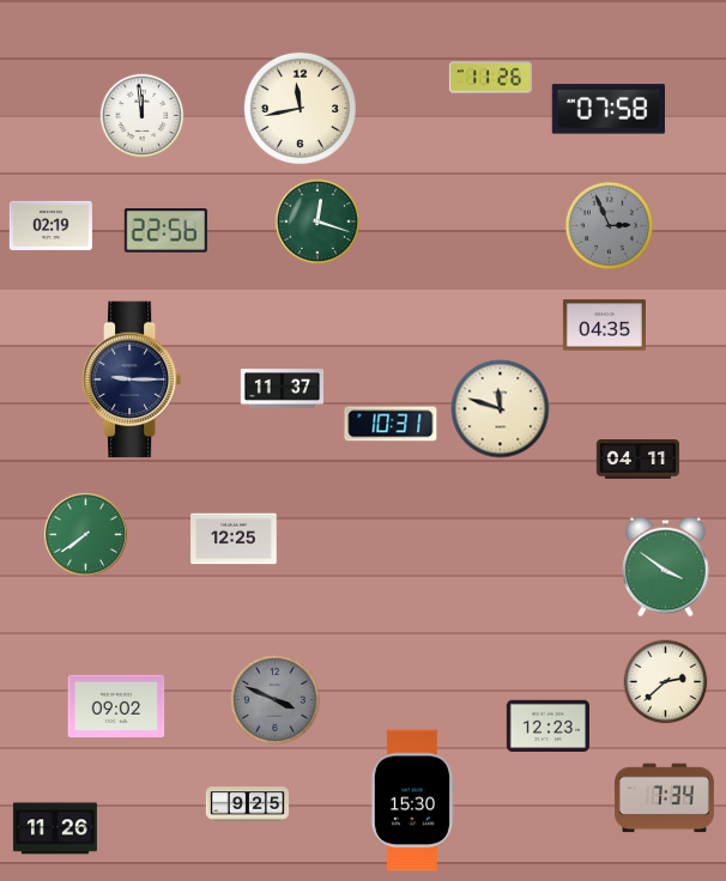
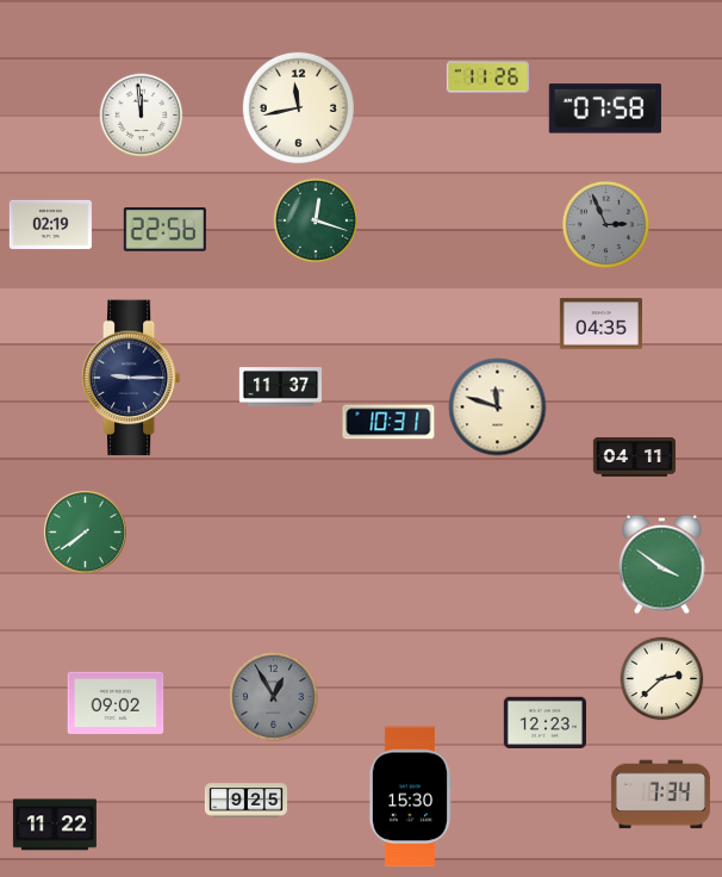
clock at (234, 539): 12:25 -> none
clock at (274, 699): 3:49 -> 12:55
clock at (55, 828): 11:26 -> 11:22
